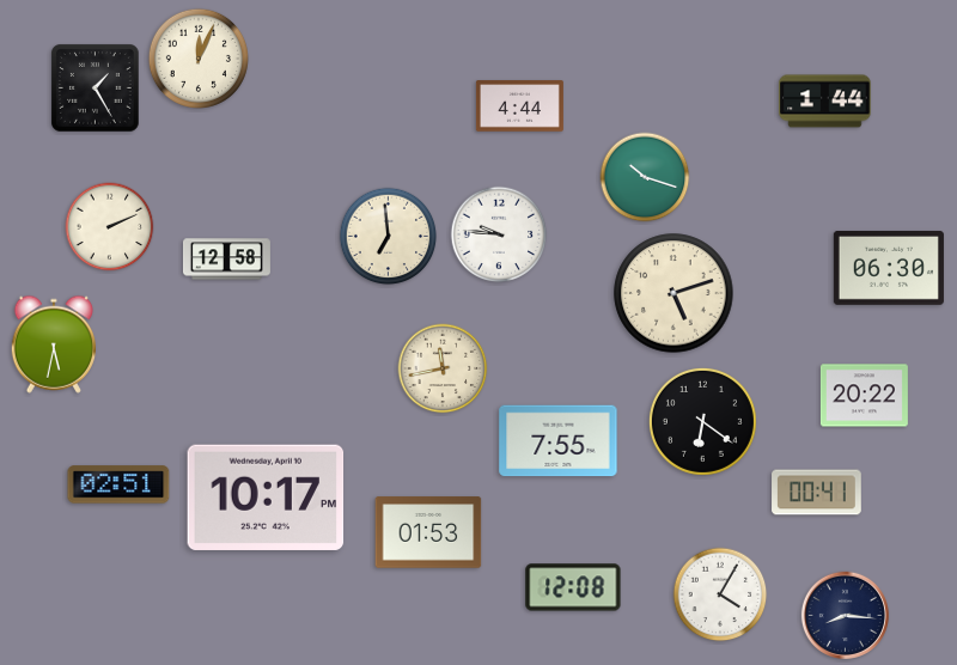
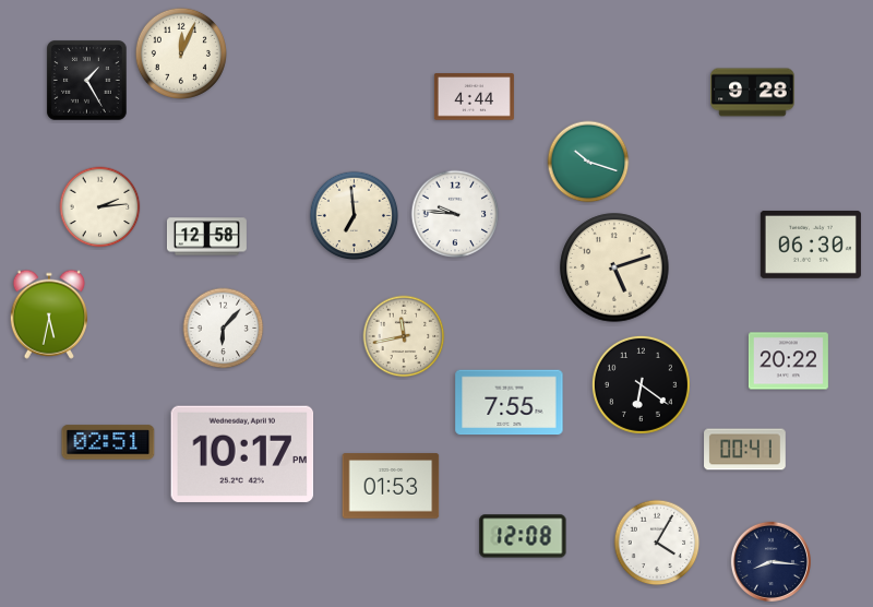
clock at (825, 102): 1:44 -> 9:28
clock at (110, 227): 2:11 -> 2:14
clock at (224, 329): none -> 6:07
